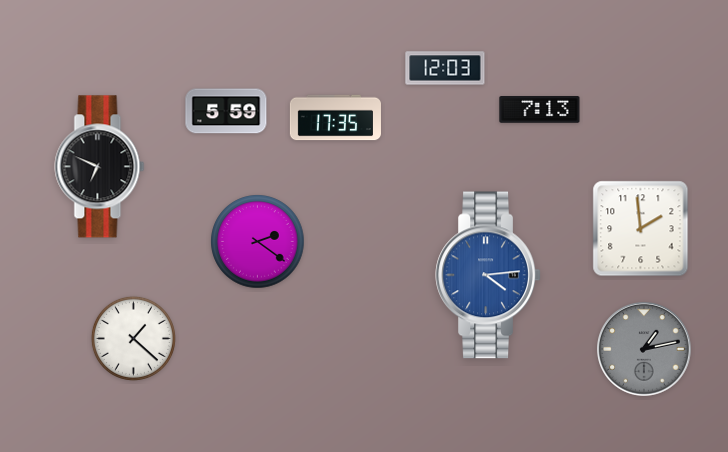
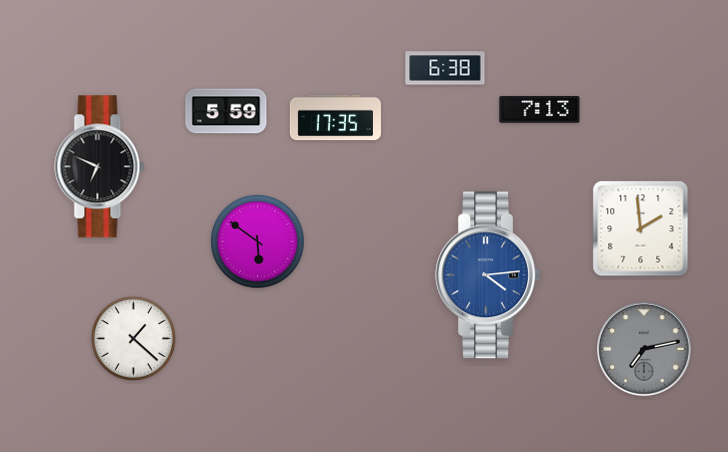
clock at (445, 68): 12:03 -> 6:38
clock at (258, 242): 2:21 -> 5:51
clock at (645, 350): 1:13 -> 7:13
